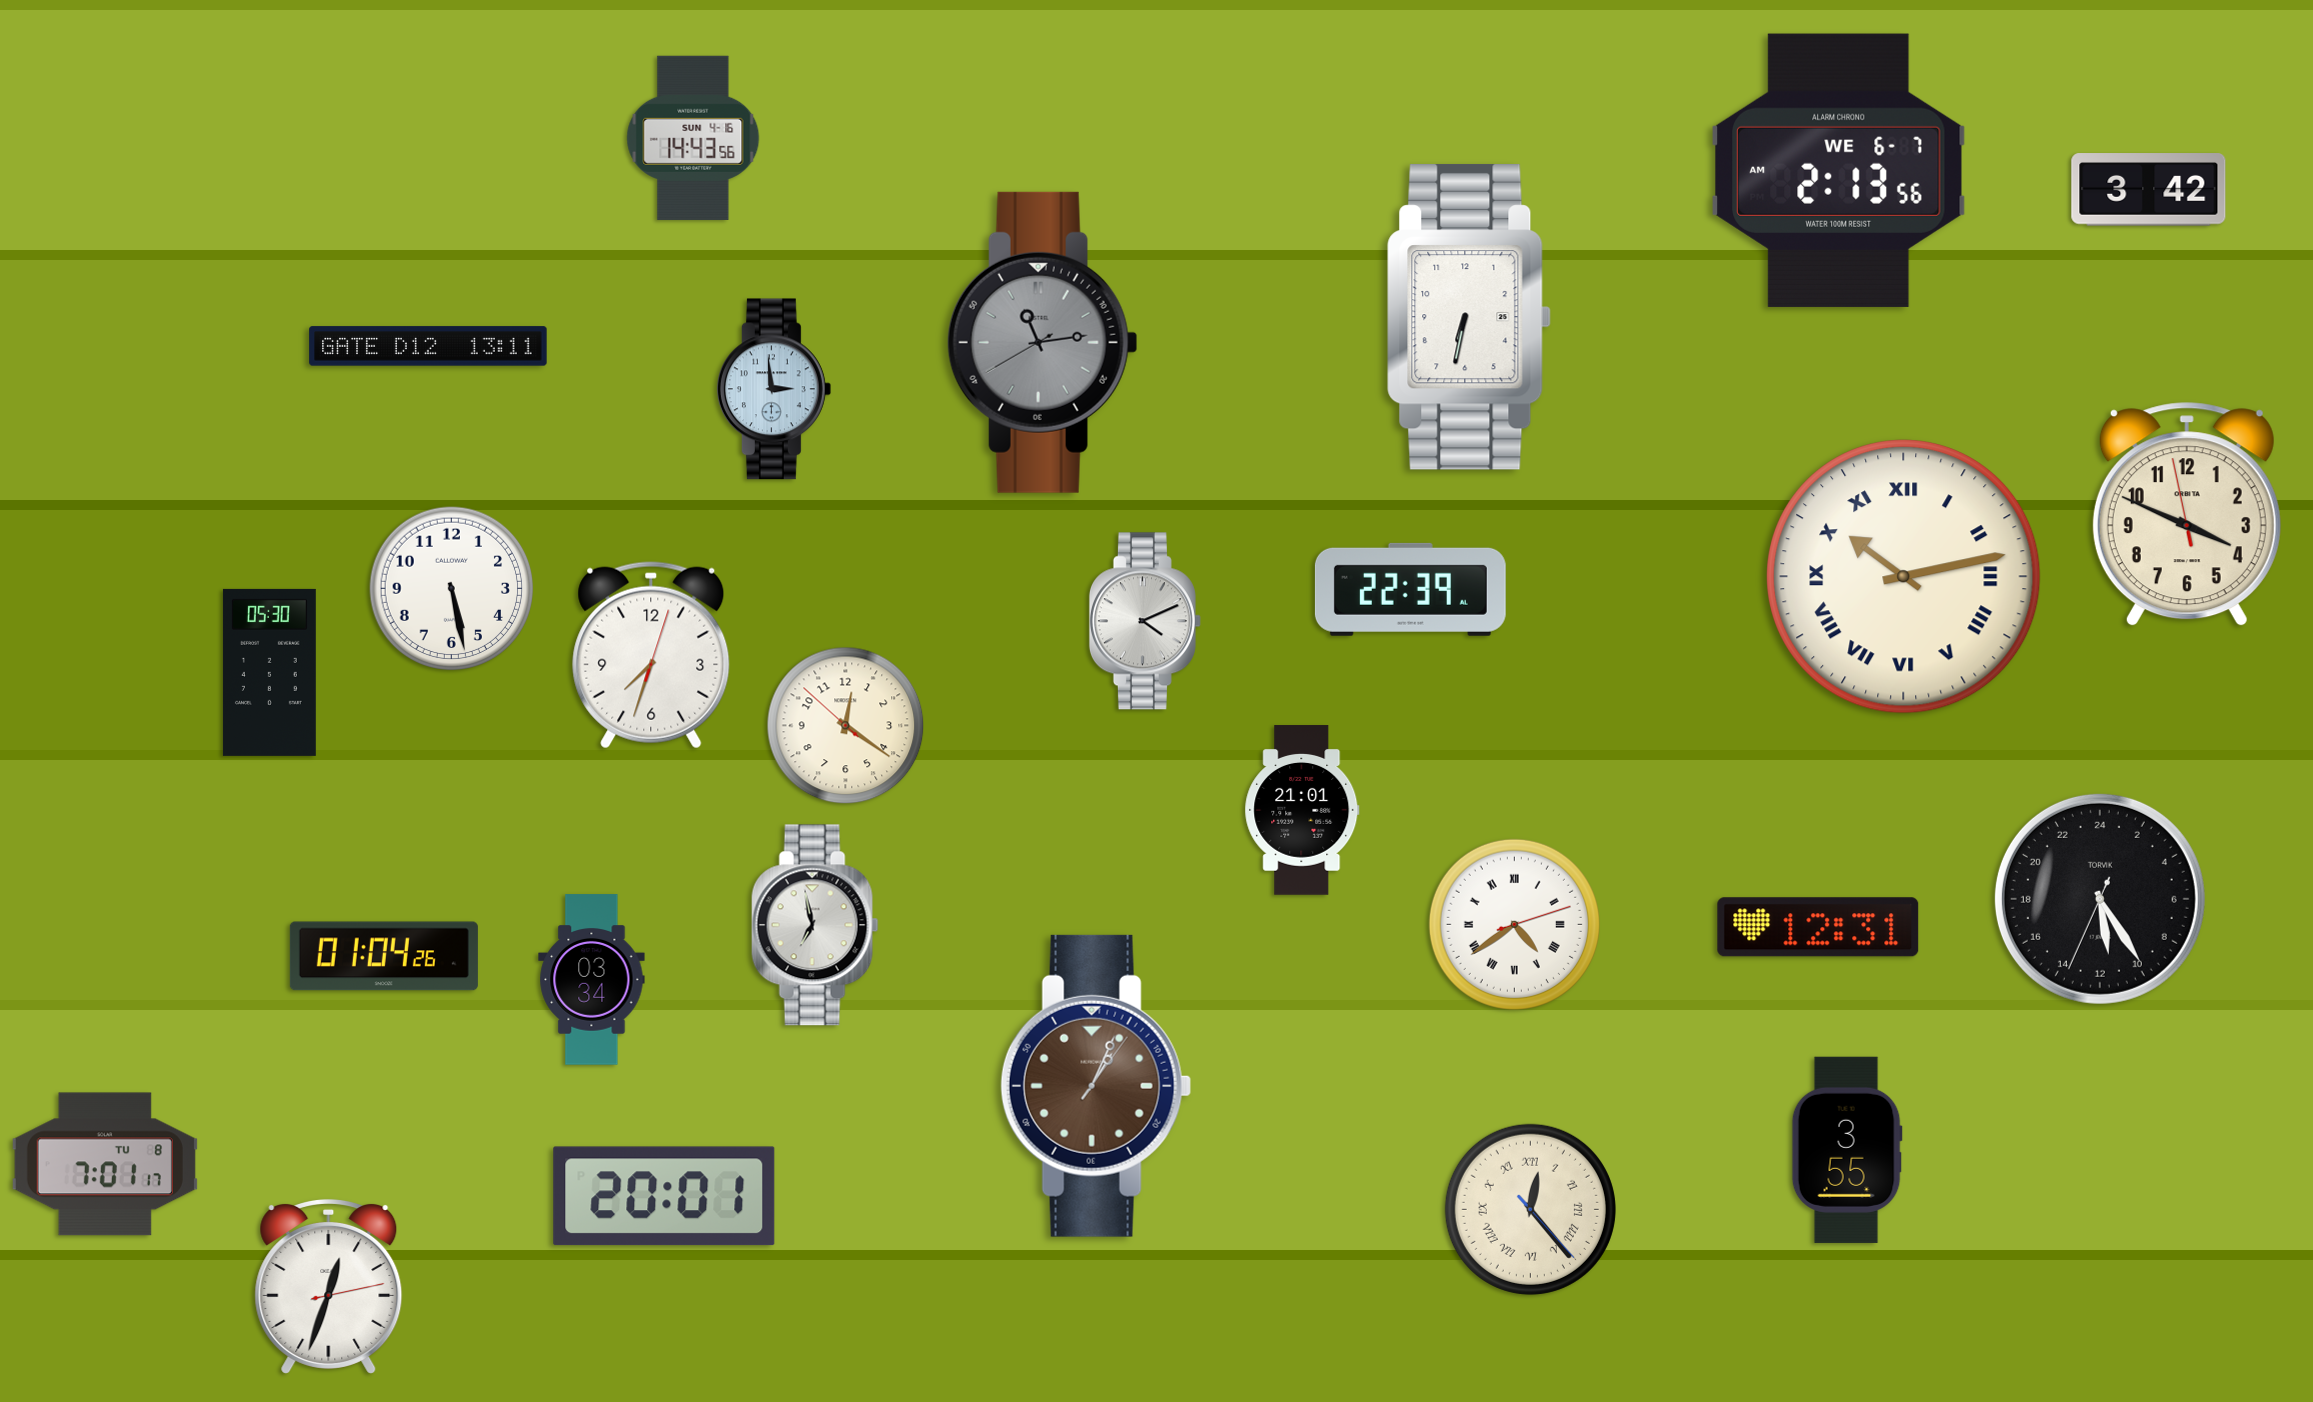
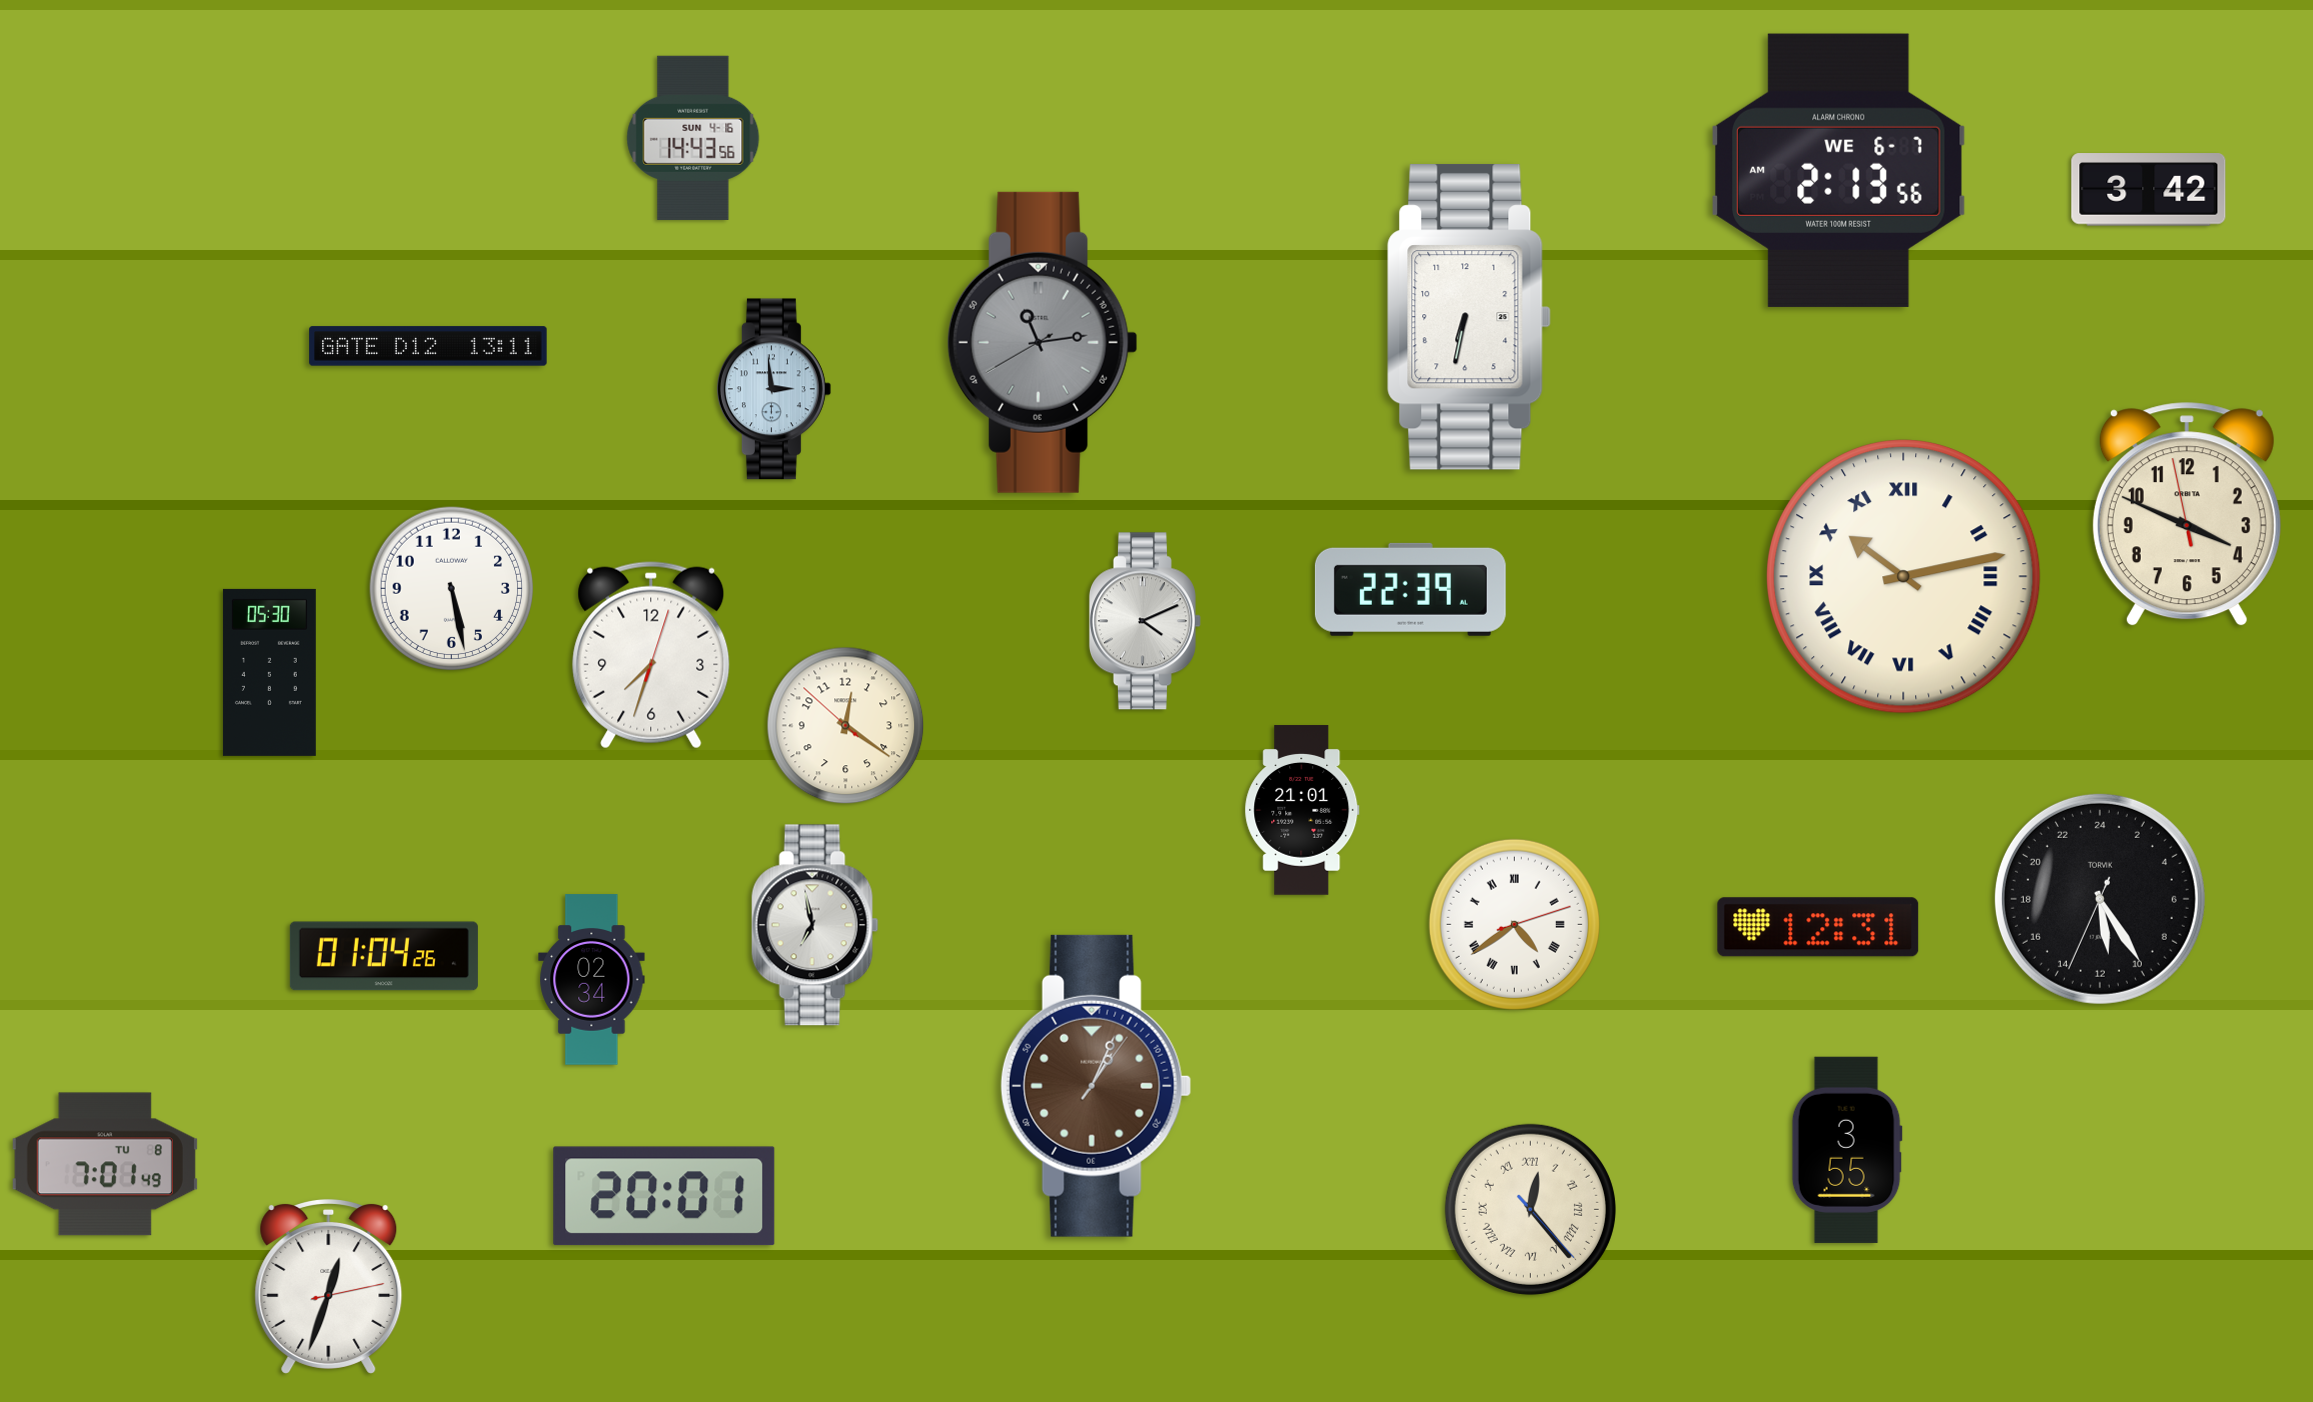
clock at (592, 980): 03:34 -> 02:34
clock at (105, 1164): 7:01:17 -> 7:01:49
